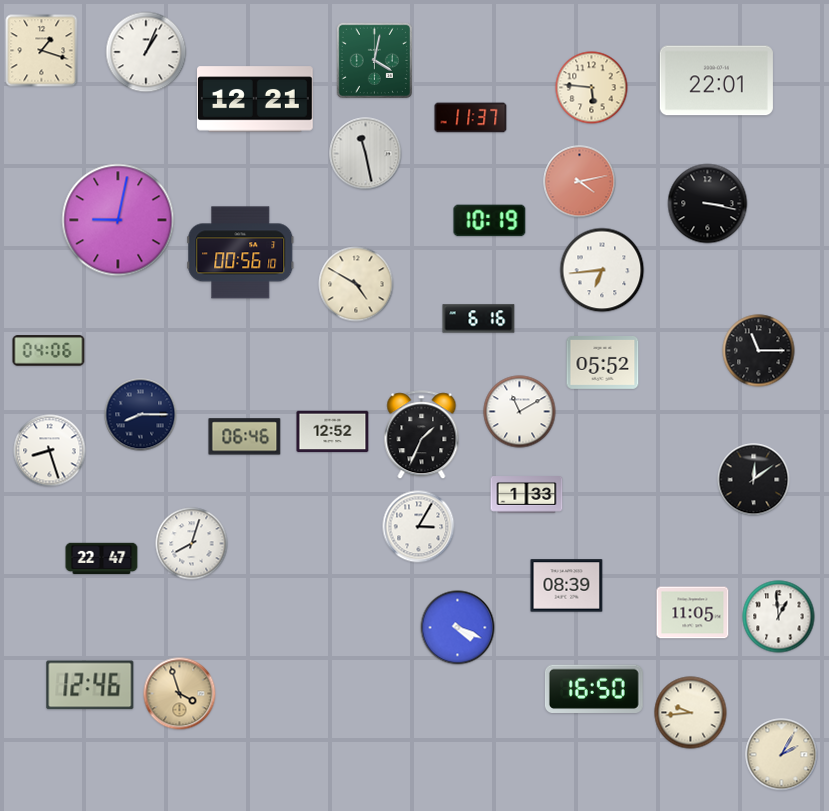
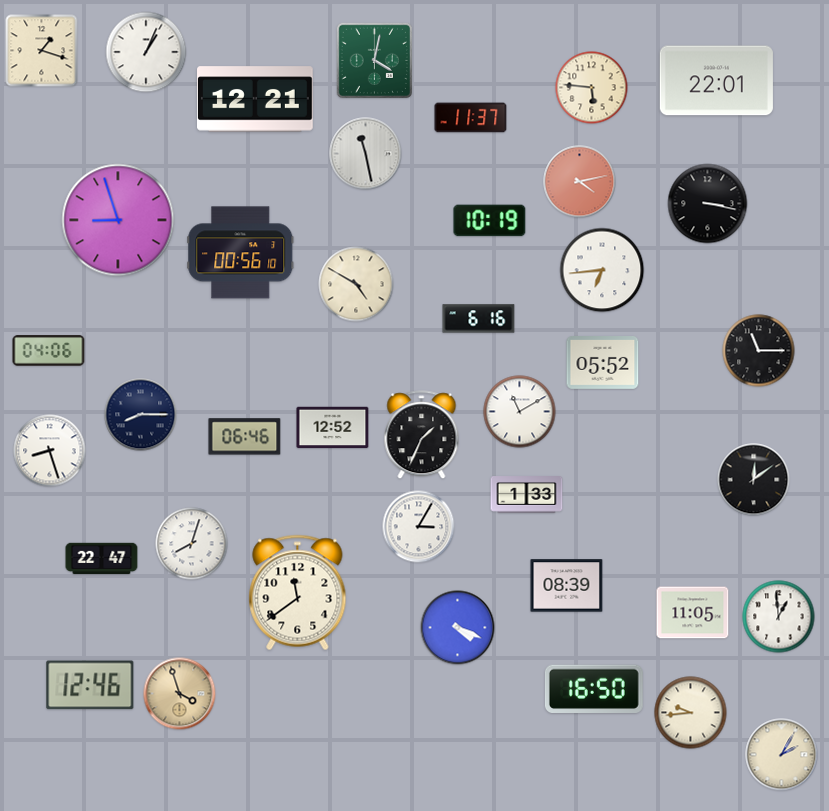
clock at (118, 220): 9:02 -> 8:57
clock at (333, 432) position: (333, 432) -> (333, 428)
clock at (298, 593): none -> 11:39
